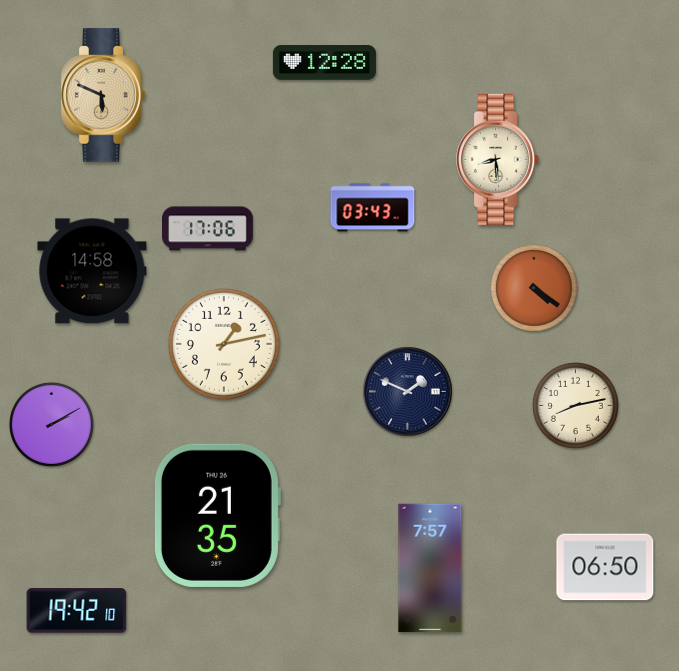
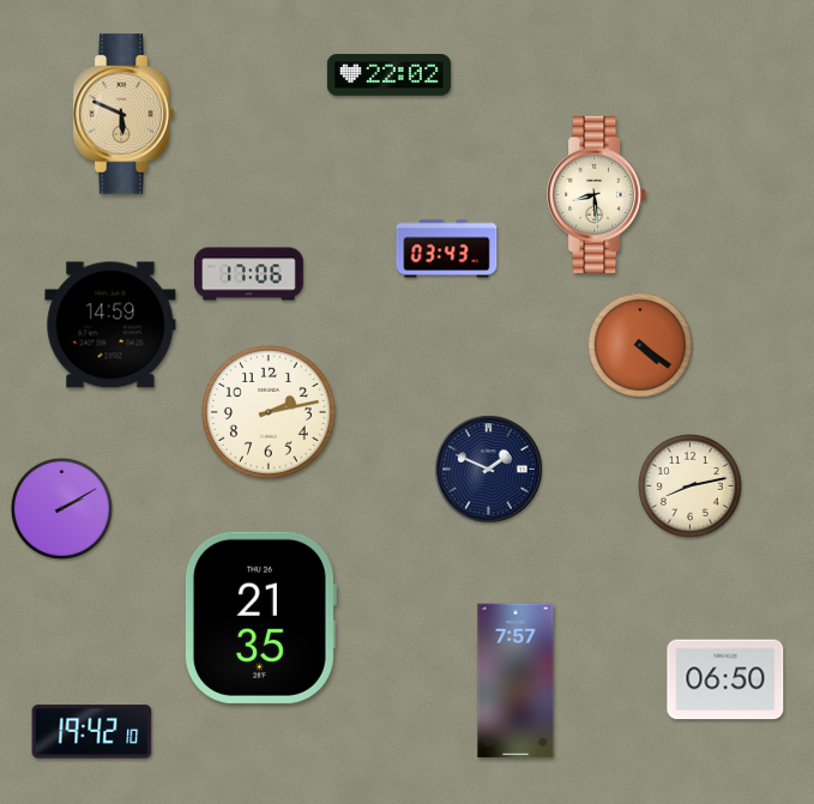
clock at (324, 63): 12:28 -> 22:02
clock at (498, 159) position: (498, 159) -> (597, 194)
clock at (92, 271): 14:58 -> 14:59
clock at (224, 344): 1:13 -> 2:13
